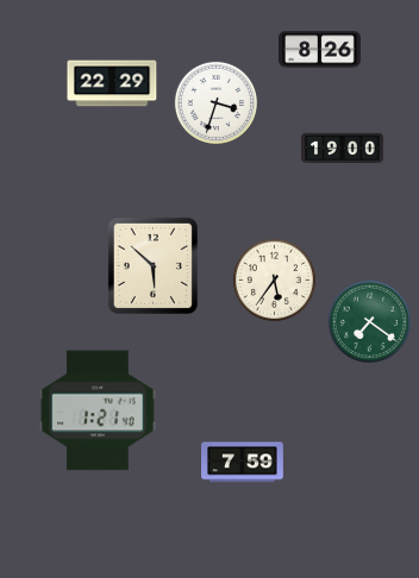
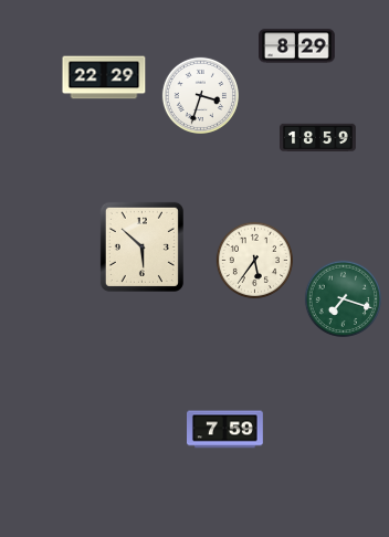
clock at (320, 50): 8:26 -> 8:29
clock at (343, 149): 19:00 -> 18:59
clock at (369, 321): 7:21 -> 7:18
clock at (98, 410): 1:21 -> none
